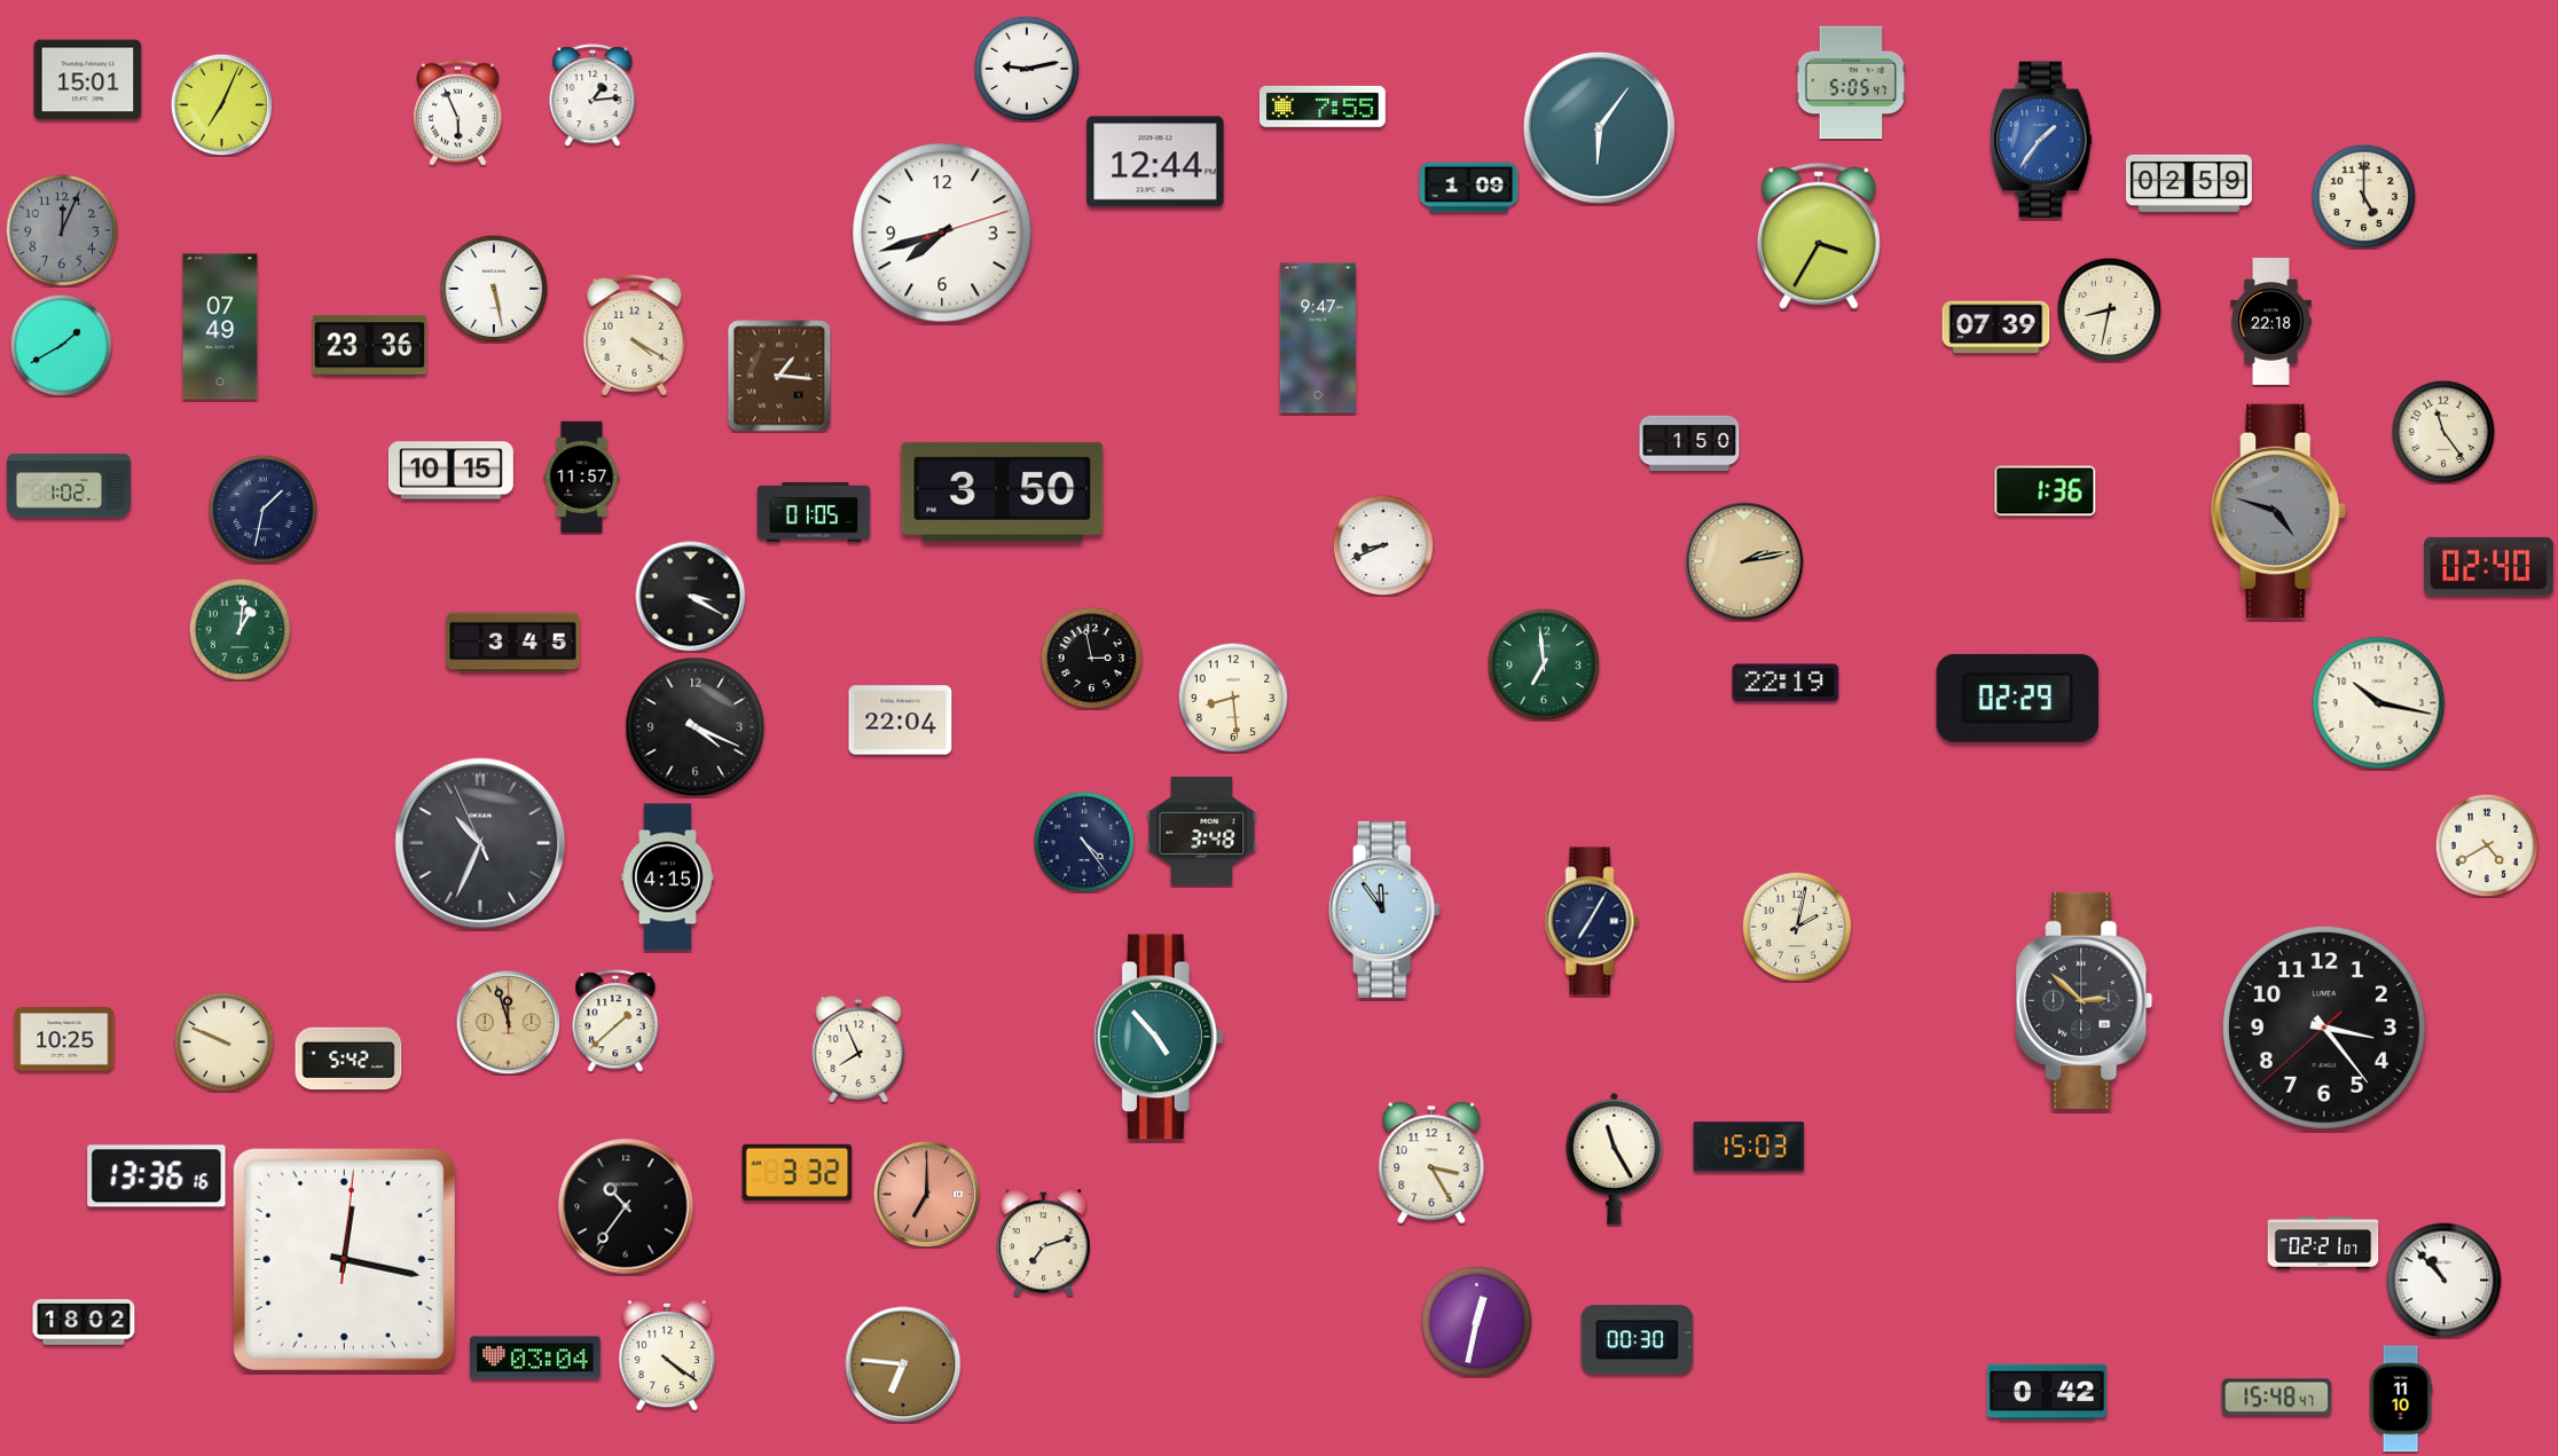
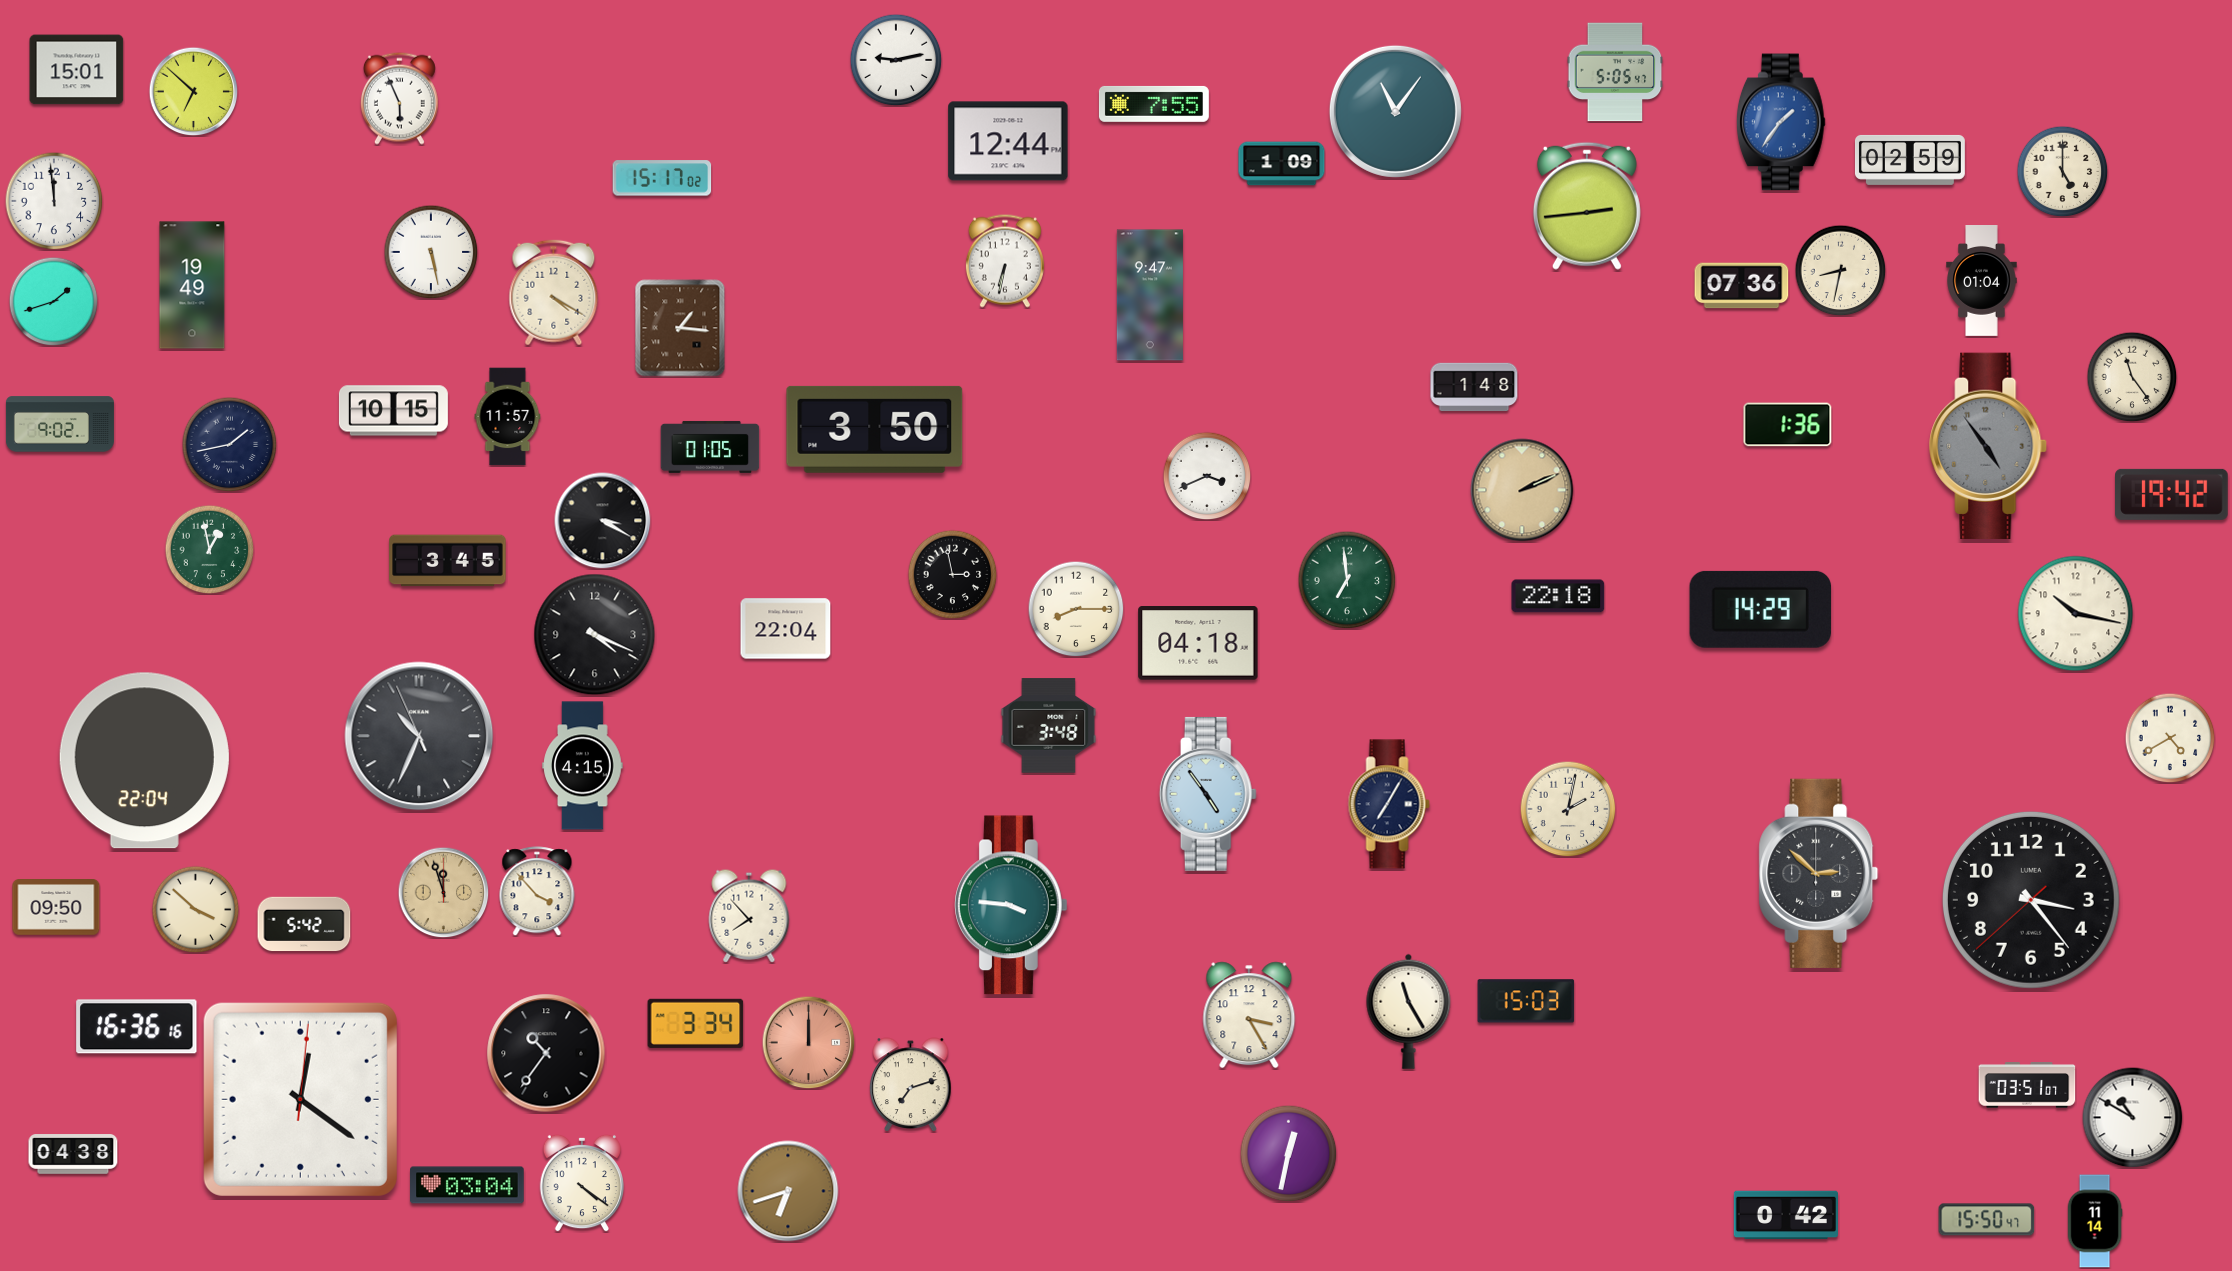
clock at (593, 95): 1:14 -> none
clock at (221, 104): 7:04 -> 6:52
clock at (1323, 107) position: (1323, 107) -> (1154, 104)
clock at (1599, 127): 6:06 -> 11:06
clock at (662, 178): none -> 15:17
clock at (62, 230): 12:04 -> 11:59
clock at (62, 230) dial: grey -> white
clock at (942, 233): 7:42 -> none
clock at (1819, 236): 3:35 -> 2:44
clock at (1005, 261): none -> 6:32
clock at (2271, 322): 22:18 -> 01:04
clock at (220, 326): 07:49 -> 19:49
clock at (1996, 328): 07:39 -> 07:36
clock at (61, 345): 1:40 -> 1:42
clock at (370, 346): 23:36 -> none
clock at (1689, 443): 1:50 -> 1:48
clock at (69, 486): 1:02 -> 9:02
clock at (2046, 491) position: (2046, 491) -> (1788, 425)
clock at (262, 509): 1:32 -> 1:43
clock at (2280, 511): 4:48 -> 4:54
clock at (1383, 545): 8:41 -> 3:41
clock at (1744, 561): 2:13 -> 2:11
clock at (2489, 566): 02:40 -> 19:42
clock at (240, 629): 1:01 -> 12:58
clock at (1786, 683): 22:19 -> 22:18
clock at (1233, 698): 8:29 -> 8:15
clock at (2017, 698): 02:29 -> 14:29
clock at (696, 727) position: (696, 727) -> (595, 635)
clock at (1198, 644): none -> 04:18
clock at (1084, 842): 4:24 -> none
clock at (144, 761): none -> 22:04
clock at (1384, 910): 11:54 -> 4:54
clock at (615, 1021): 1:38 -> 3:53
clock at (2324, 1028) position: (2324, 1028) -> (2031, 900)
clock at (1160, 1037): 4:53 -> 3:46
clock at (64, 1040): 10:25 -> 09:50
clock at (223, 1041): 9:49 -> 3:52
clock at (858, 1049): 7:56 -> 7:53
clock at (798, 1172): 3:32 -> 3:34
clock at (157, 1176): 13:36 -> 16:36
clock at (926, 1194): 7:00 -> 12:00
clock at (2323, 1243): 02:21 -> 03:51
clock at (344, 1259): 12:17 -> 12:21
clock at (2445, 1281): 10:53 -> 10:50
clock at (84, 1322): 18:02 -> 04:38
clock at (1638, 1340): 00:30 -> none
clock at (903, 1364): 6:46 -> 6:42
clock at (2277, 1398): 15:48 -> 15:50
clock at (2401, 1399): 11:10 -> 11:14
